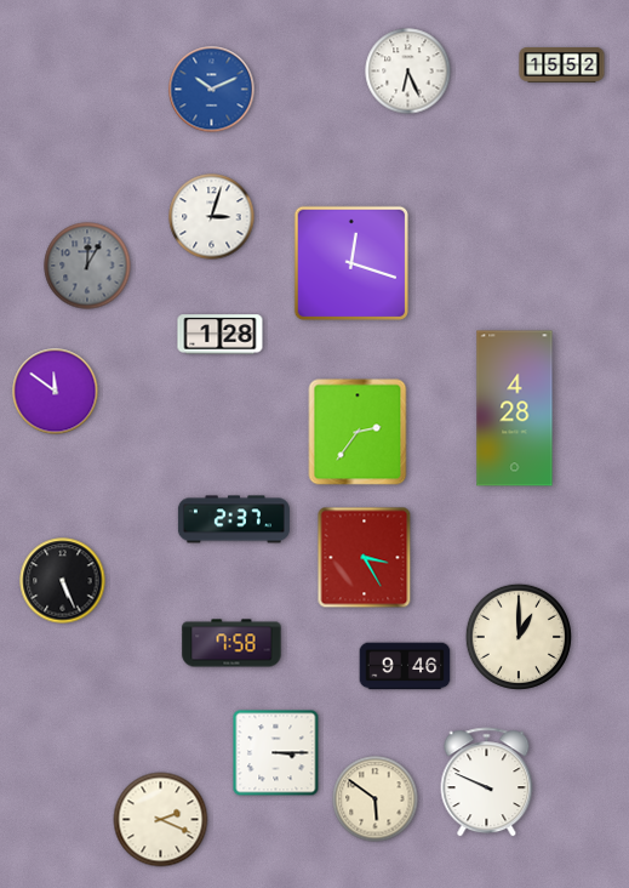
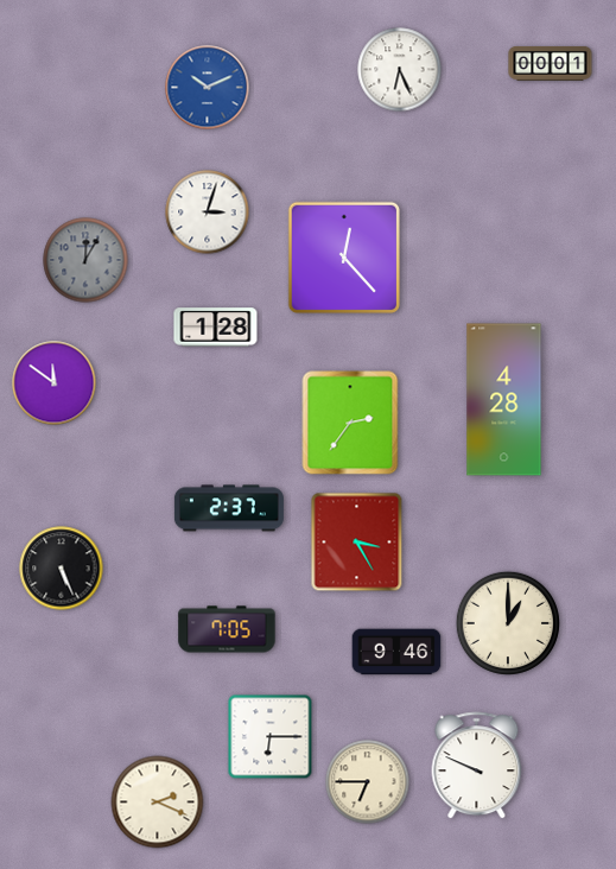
clock at (562, 66): 15:52 -> 00:01
clock at (350, 262): 12:18 -> 12:23
clock at (365, 558) position: (365, 558) -> (357, 543)
clock at (231, 643): 7:58 -> 7:05
clock at (276, 753): 3:15 -> 6:15
clock at (376, 799): 5:51 -> 6:45
